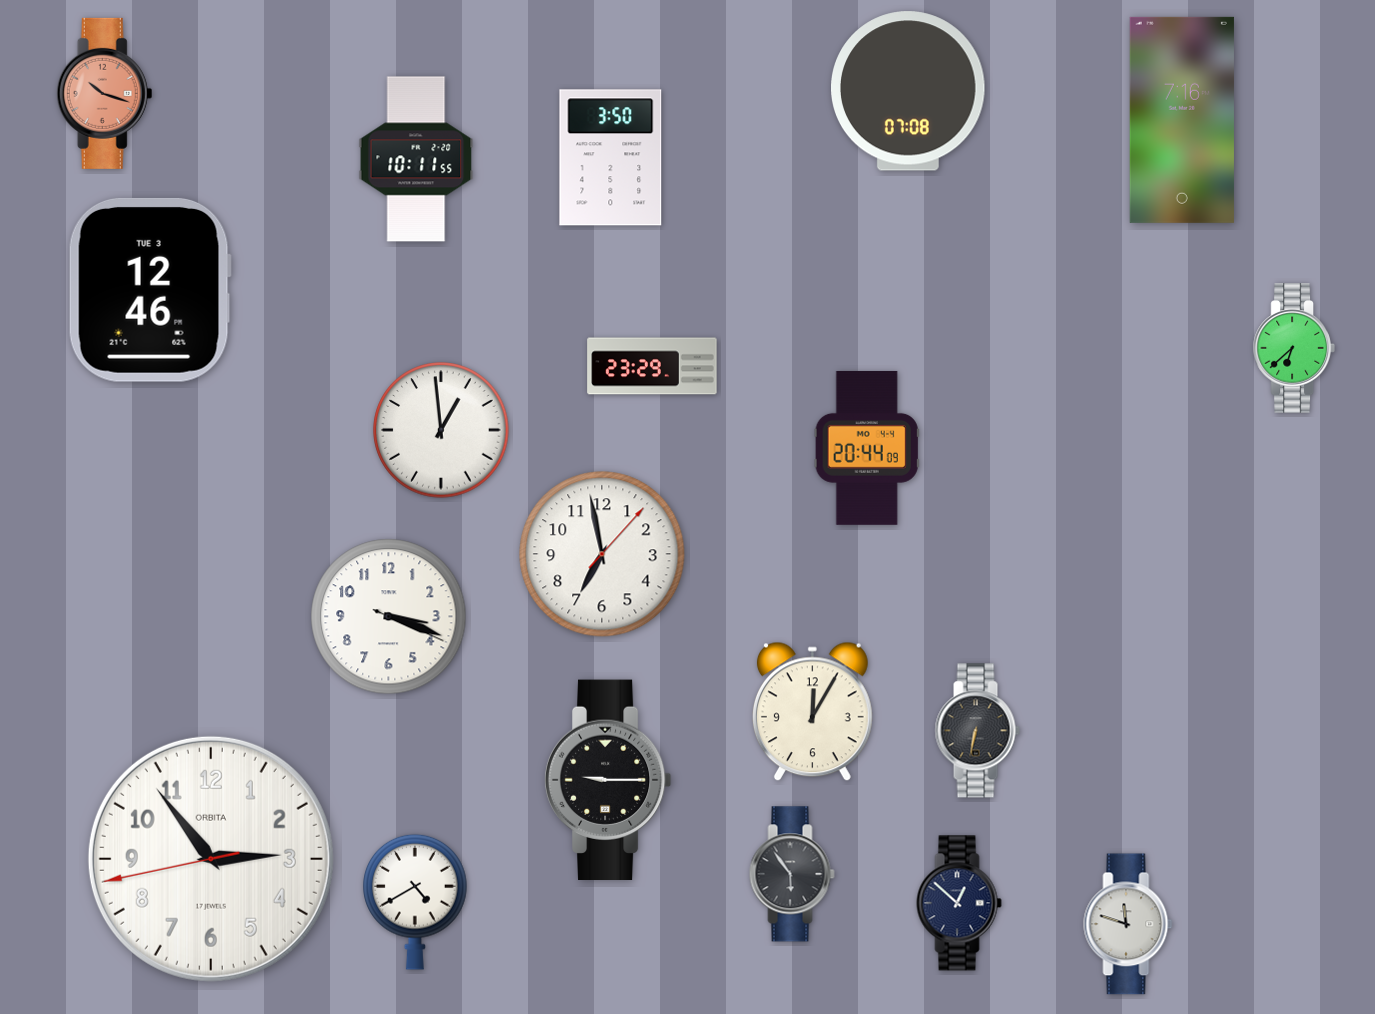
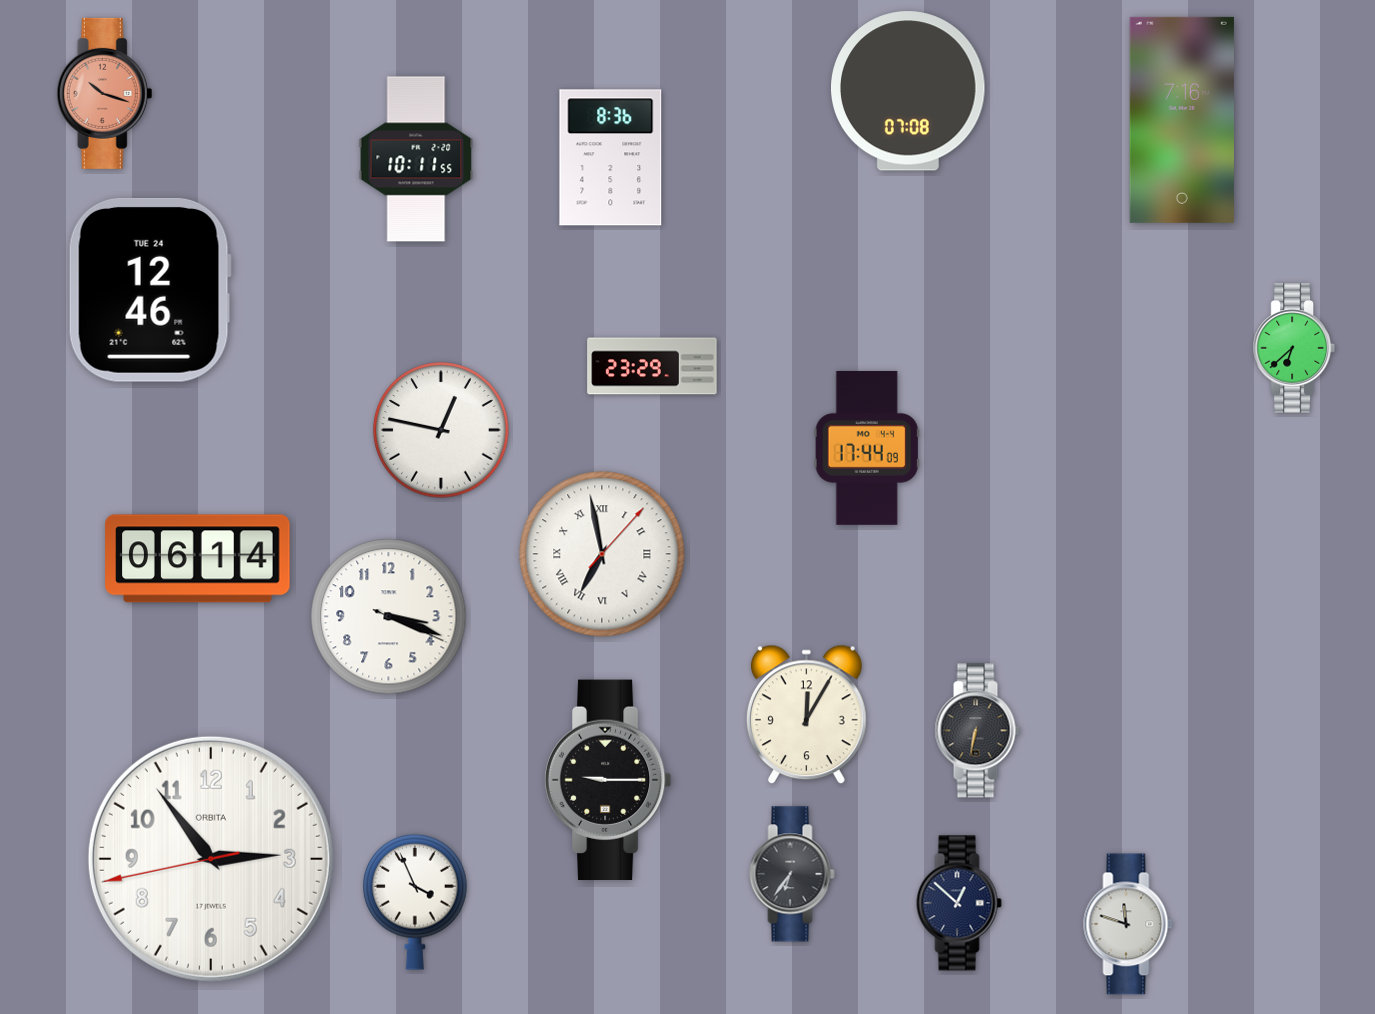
clock at (611, 158): 3:50 -> 8:36
clock at (150, 290) date: TUE 3 -> TUE 24
clock at (441, 430): 12:59 -> 12:47
clock at (867, 448): 20:44 -> 17:44
clock at (602, 554) numerals: Arabic -> Roman
clock at (198, 559): none -> 06:14
clock at (812, 712) position: (812, 712) -> (806, 715)
clock at (792, 874): 5:54 -> 6:36
clock at (415, 902): 4:40 -> 3:56
